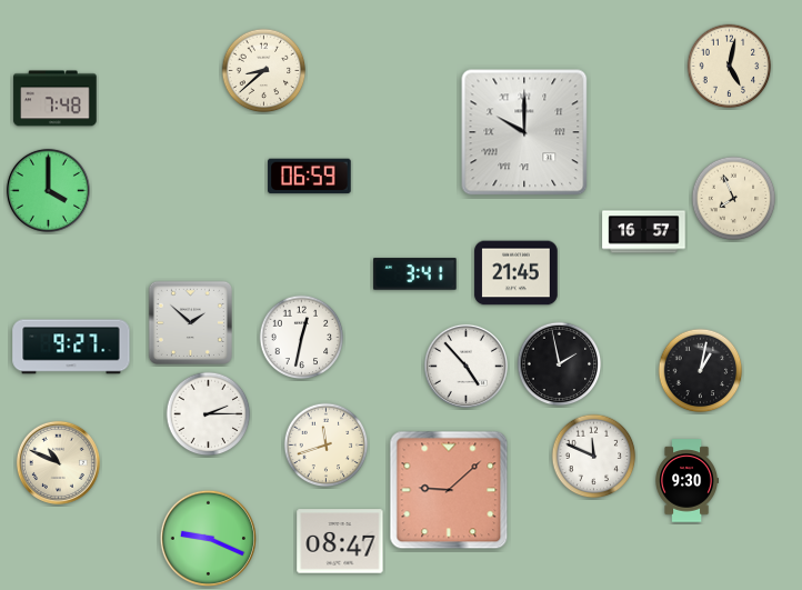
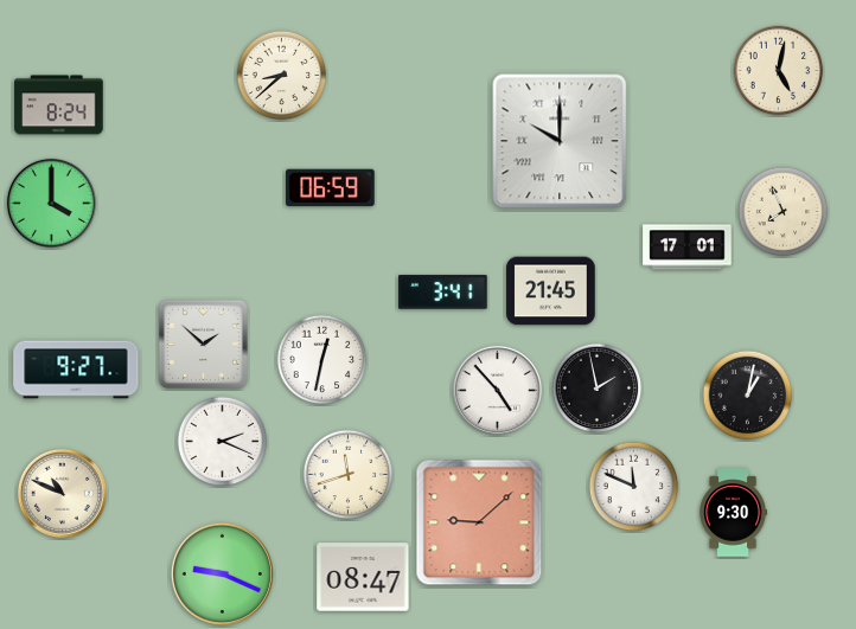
clock at (56, 99): 7:48 -> 8:24
clock at (644, 232): 16:57 -> 17:01
clock at (209, 414): 2:15 -> 2:19
